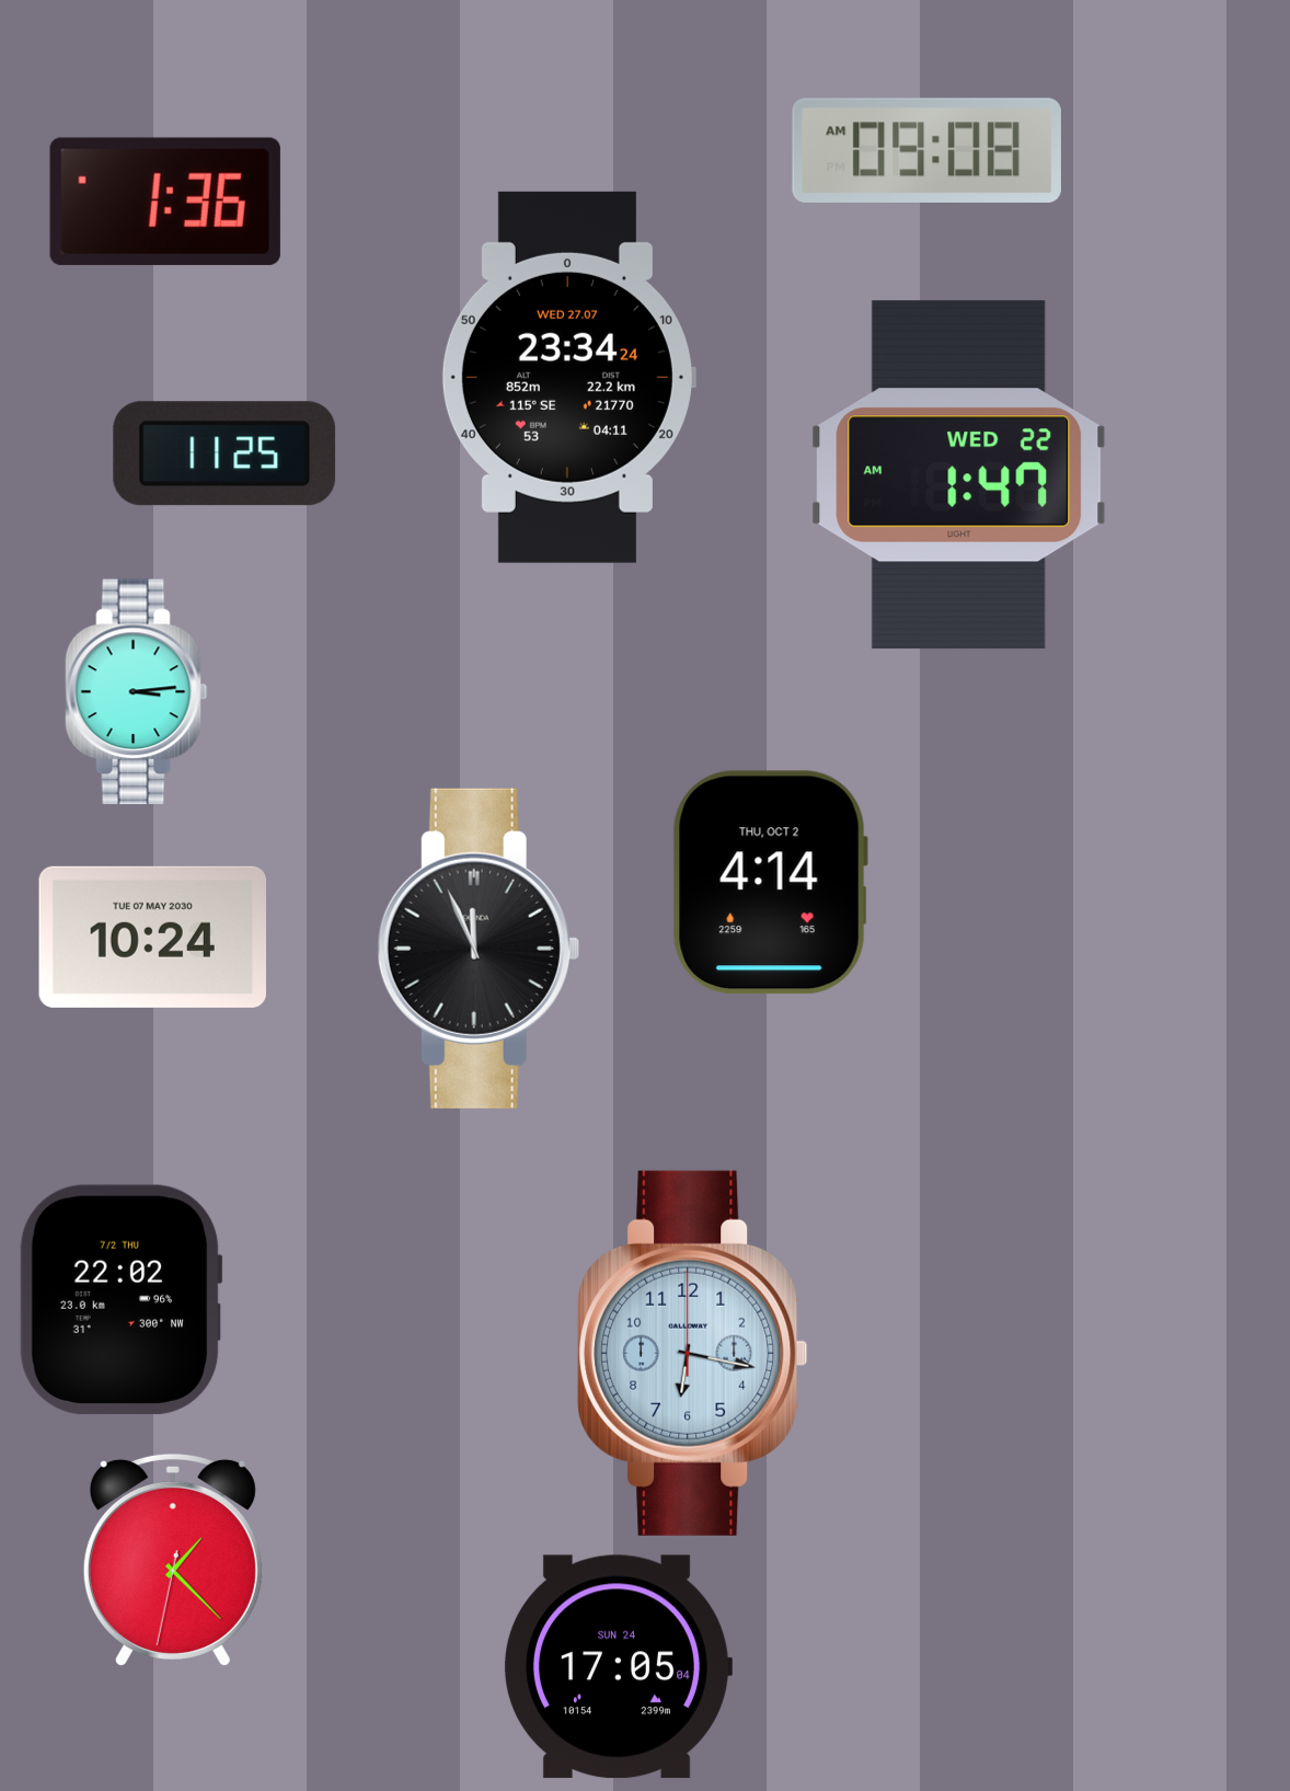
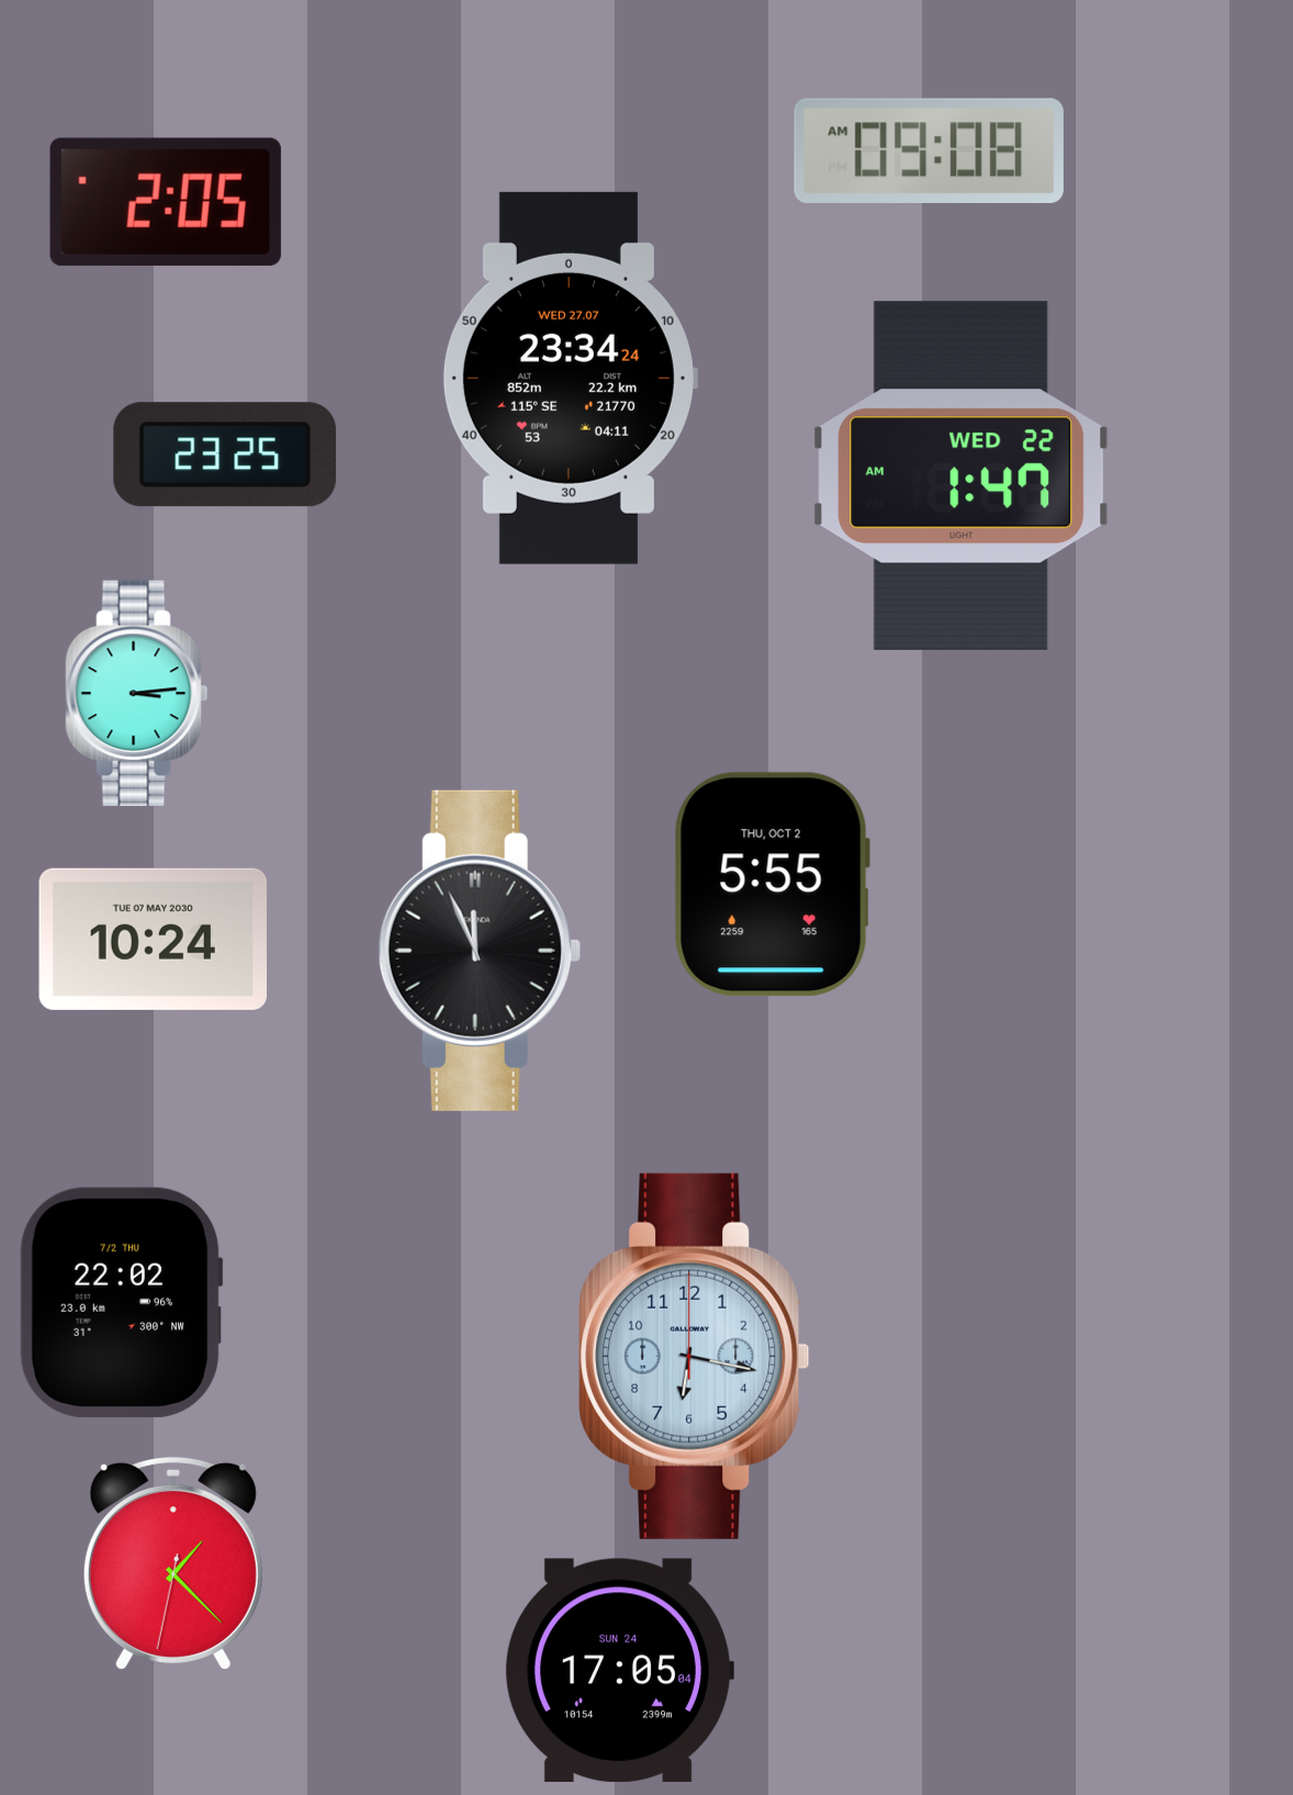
clock at (165, 202): 1:36 -> 2:05
clock at (224, 454): 11:25 -> 23:25
clock at (770, 883): 4:14 -> 5:55
